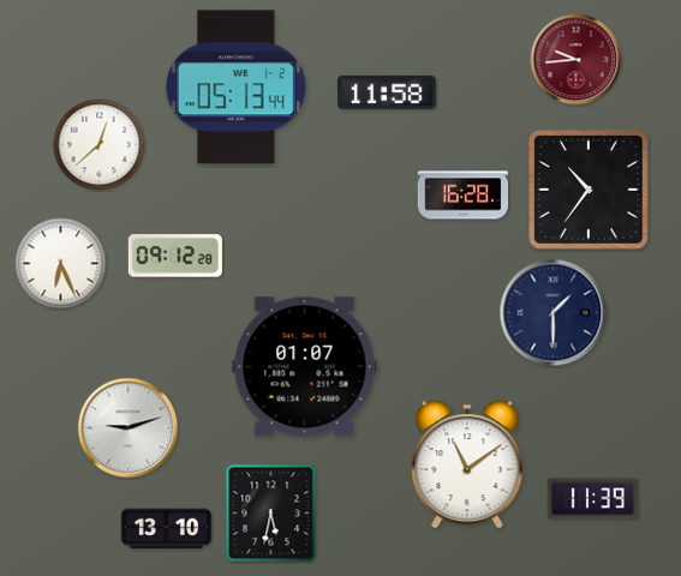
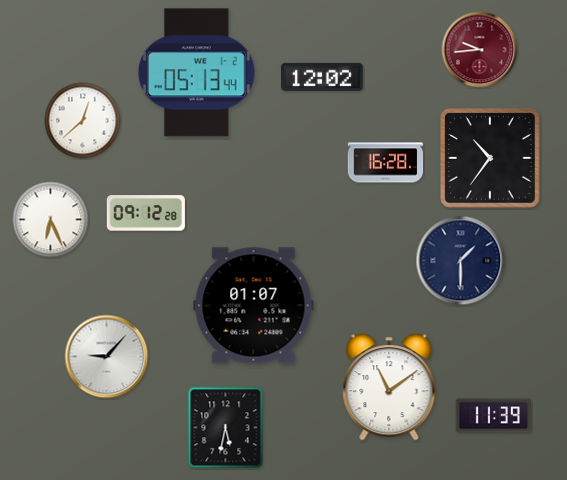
clock at (388, 92): 11:58 -> 12:02
clock at (129, 428): 9:12 -> 9:07
clock at (167, 529): 13:10 -> none
